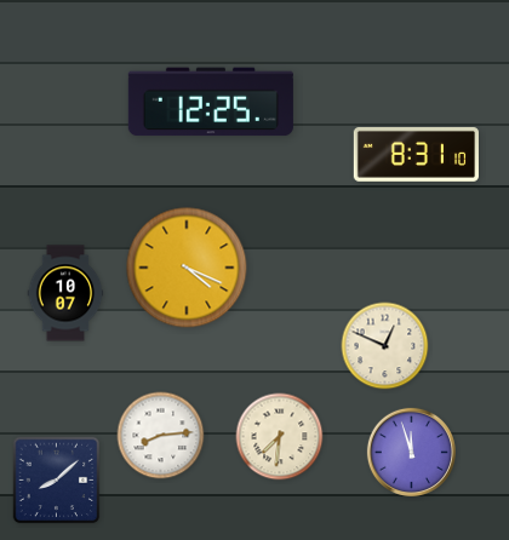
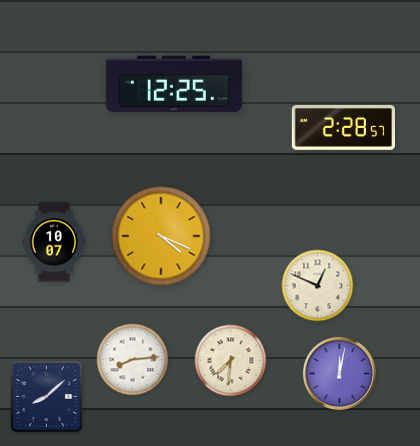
clock at (416, 154): 8:31 -> 2:28
clock at (187, 268) position: (187, 268) -> (161, 236)
clock at (411, 452): 11:57 -> 12:02
